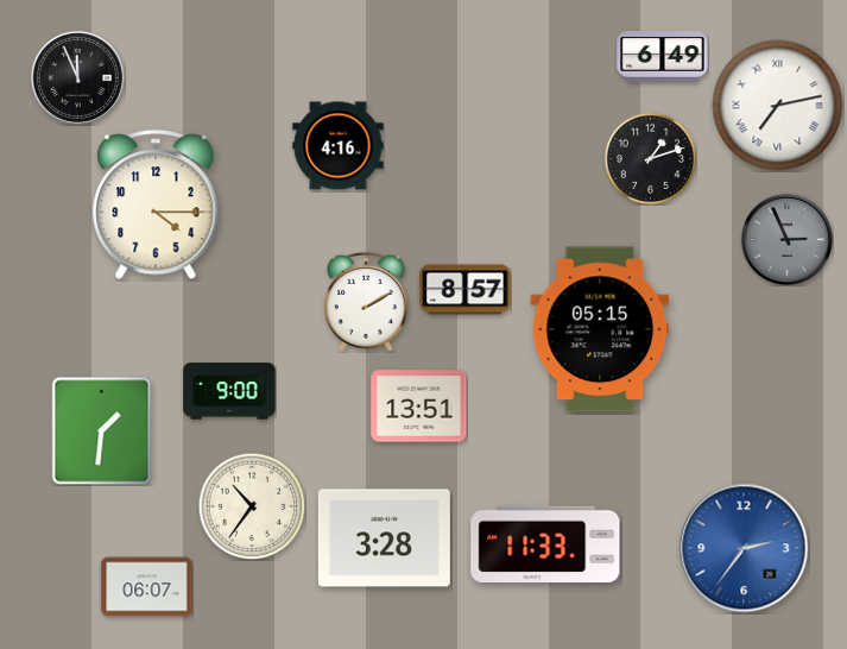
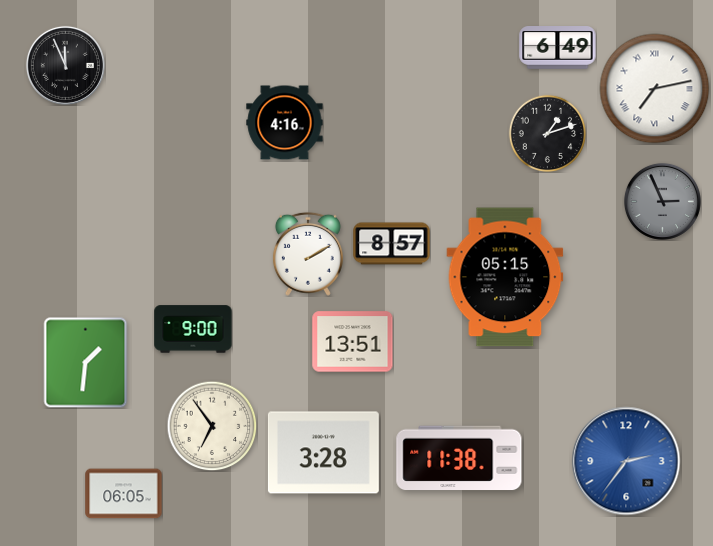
clock at (156, 206): 4:15 -> none
clock at (252, 506): 10:36 -> 6:54
clock at (545, 544): 11:33 -> 11:38
clock at (147, 587): 06:07 -> 06:05
